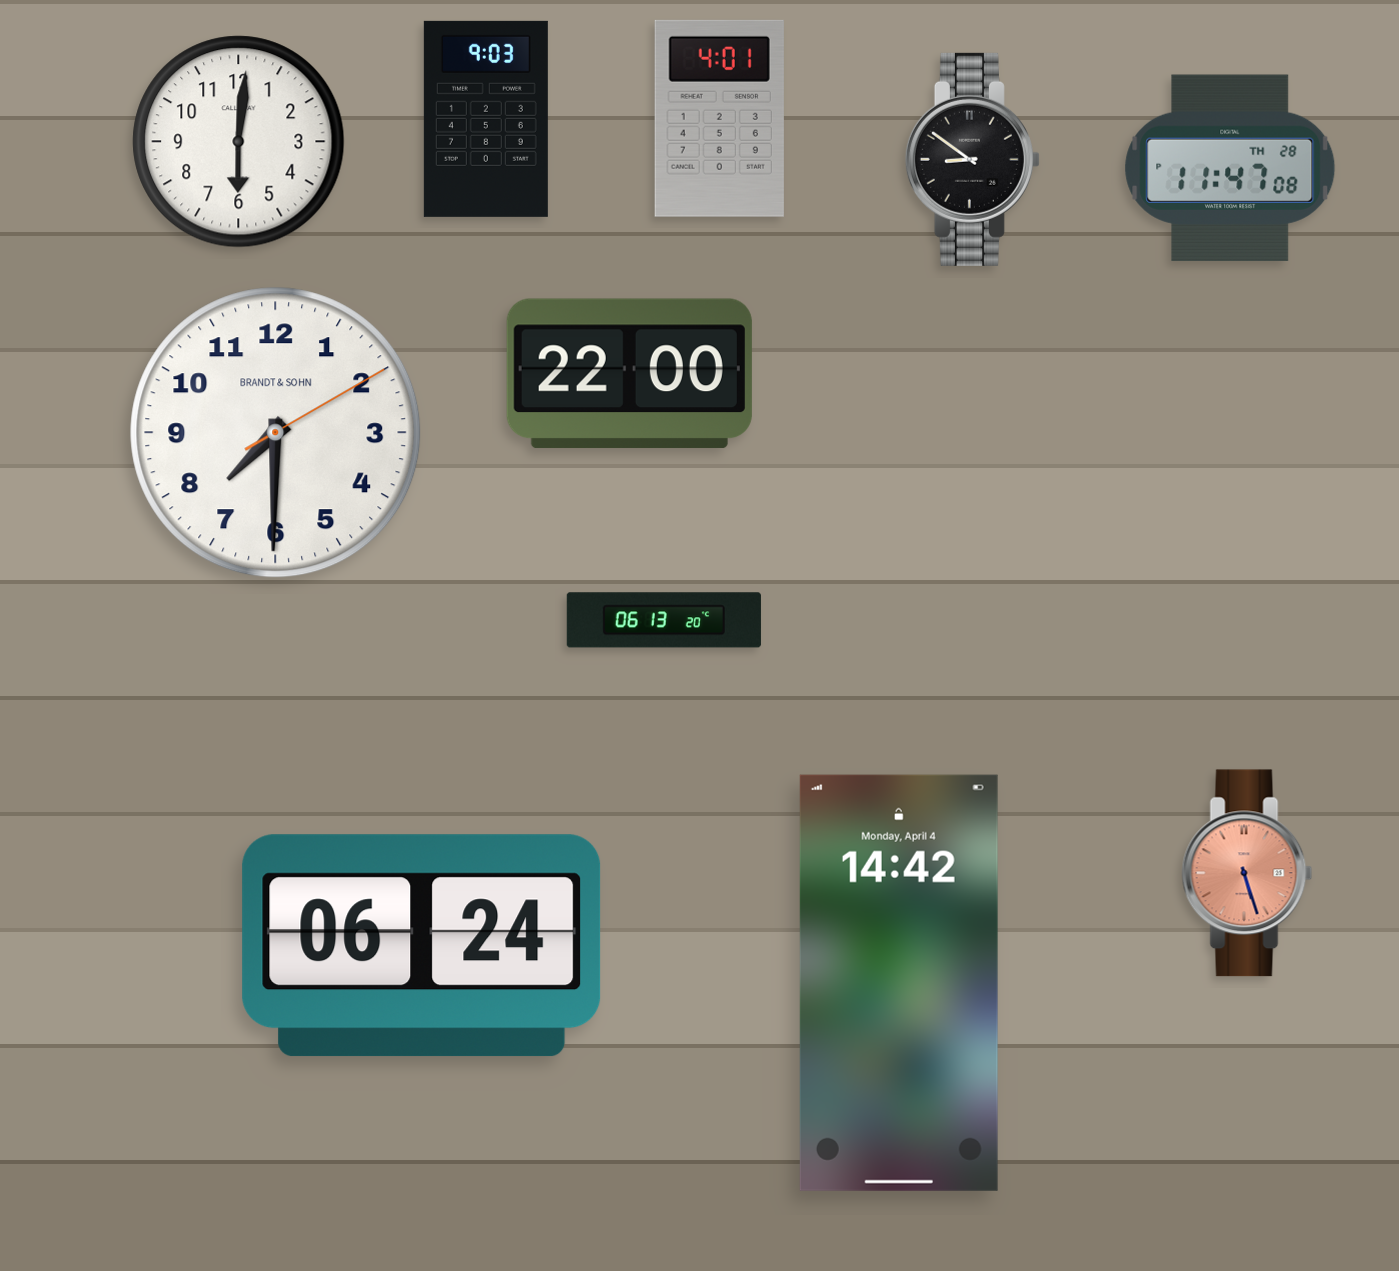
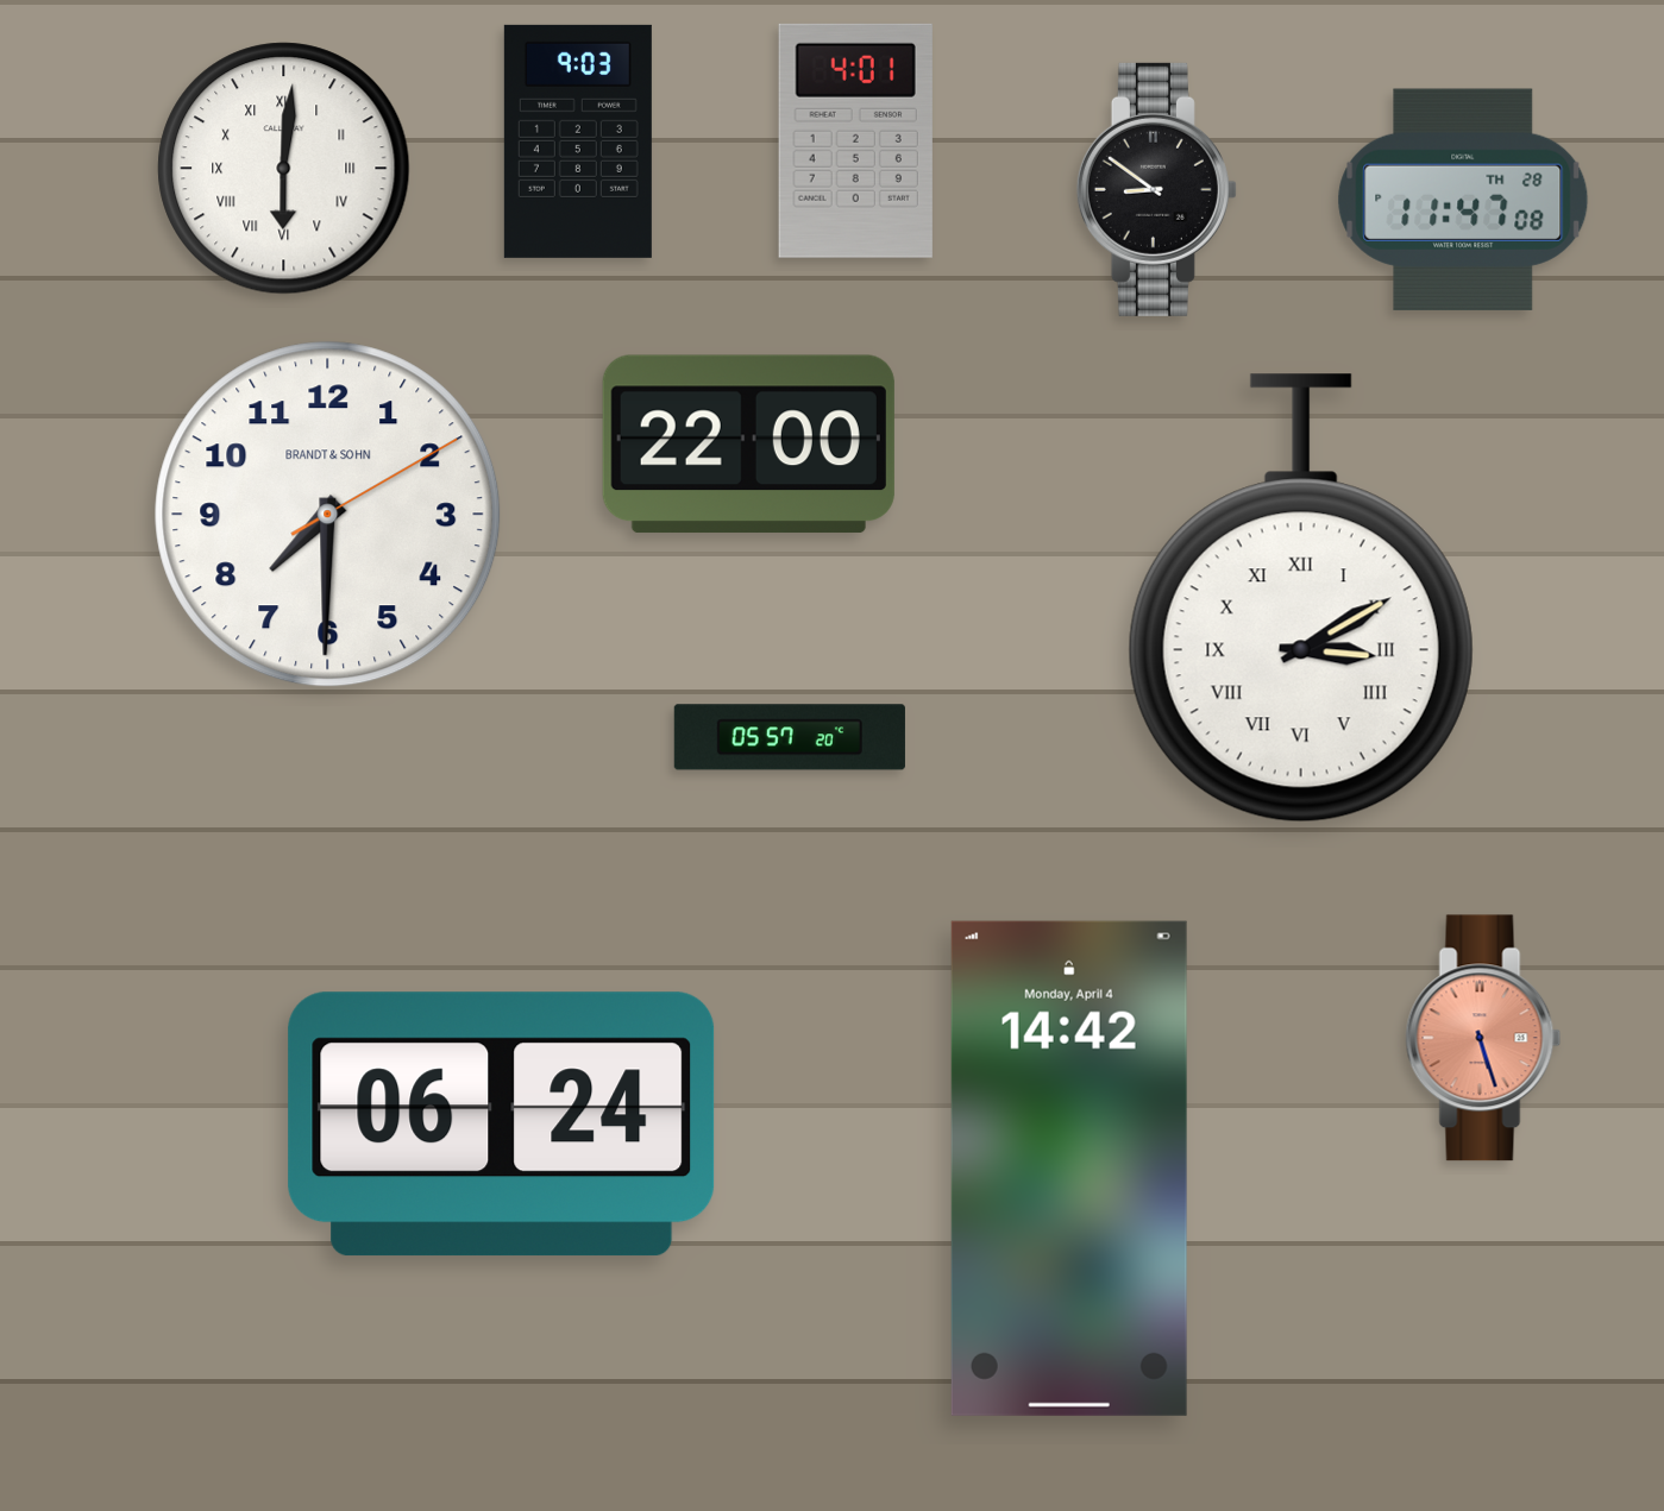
clock at (239, 142) numerals: Arabic -> Roman
clock at (1301, 598): none -> 3:10
clock at (664, 620): 06:13 -> 05:57
